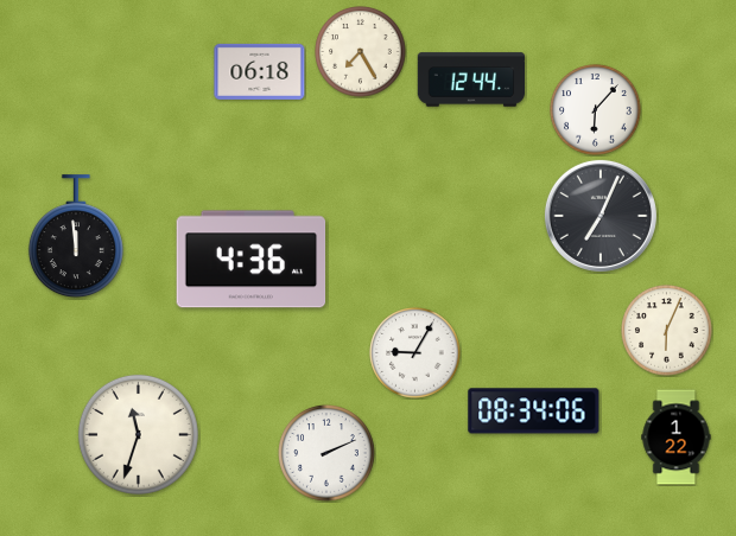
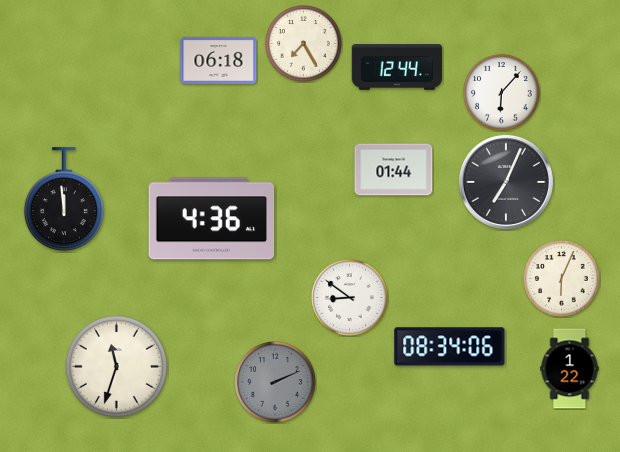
clock at (394, 170): none -> 01:44
clock at (415, 353): 9:05 -> 8:51
clock at (326, 453) dial: white -> grey
